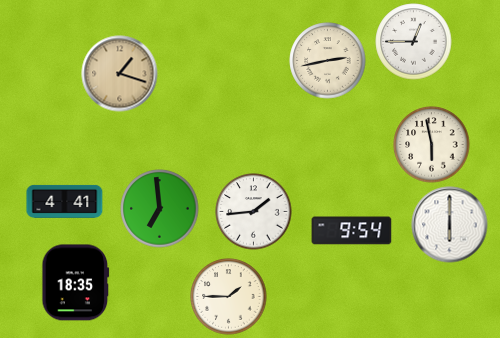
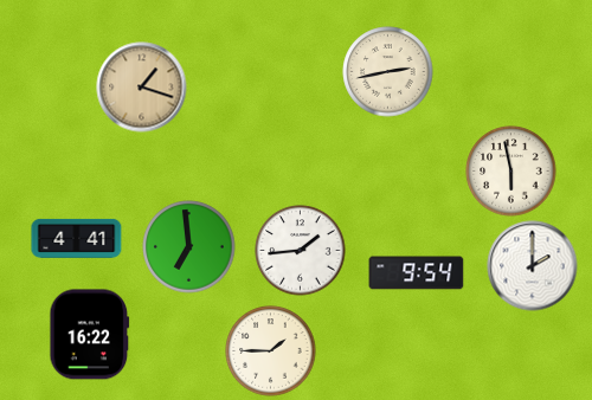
clock at (414, 42): 12:45 -> none
clock at (450, 225): 6:00 -> 2:00
clock at (76, 283): 18:35 -> 16:22
